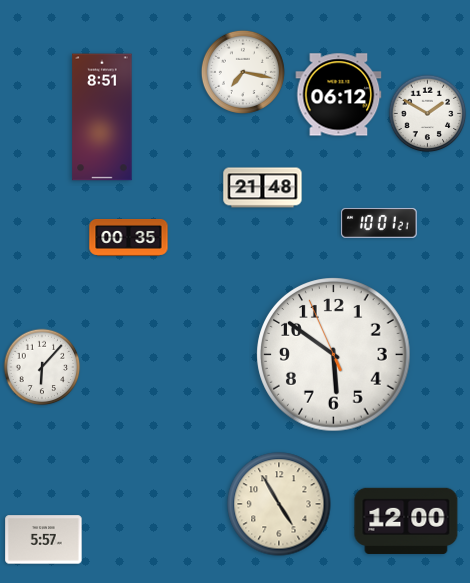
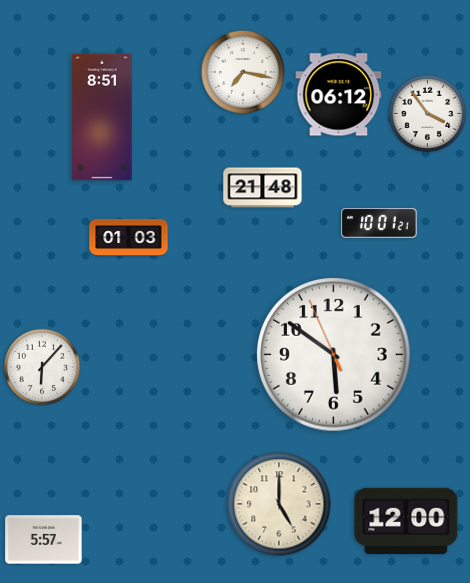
clock at (428, 114): 1:50 -> 3:54
clock at (129, 238): 00:35 -> 01:03
clock at (279, 504): 4:55 -> 5:00
